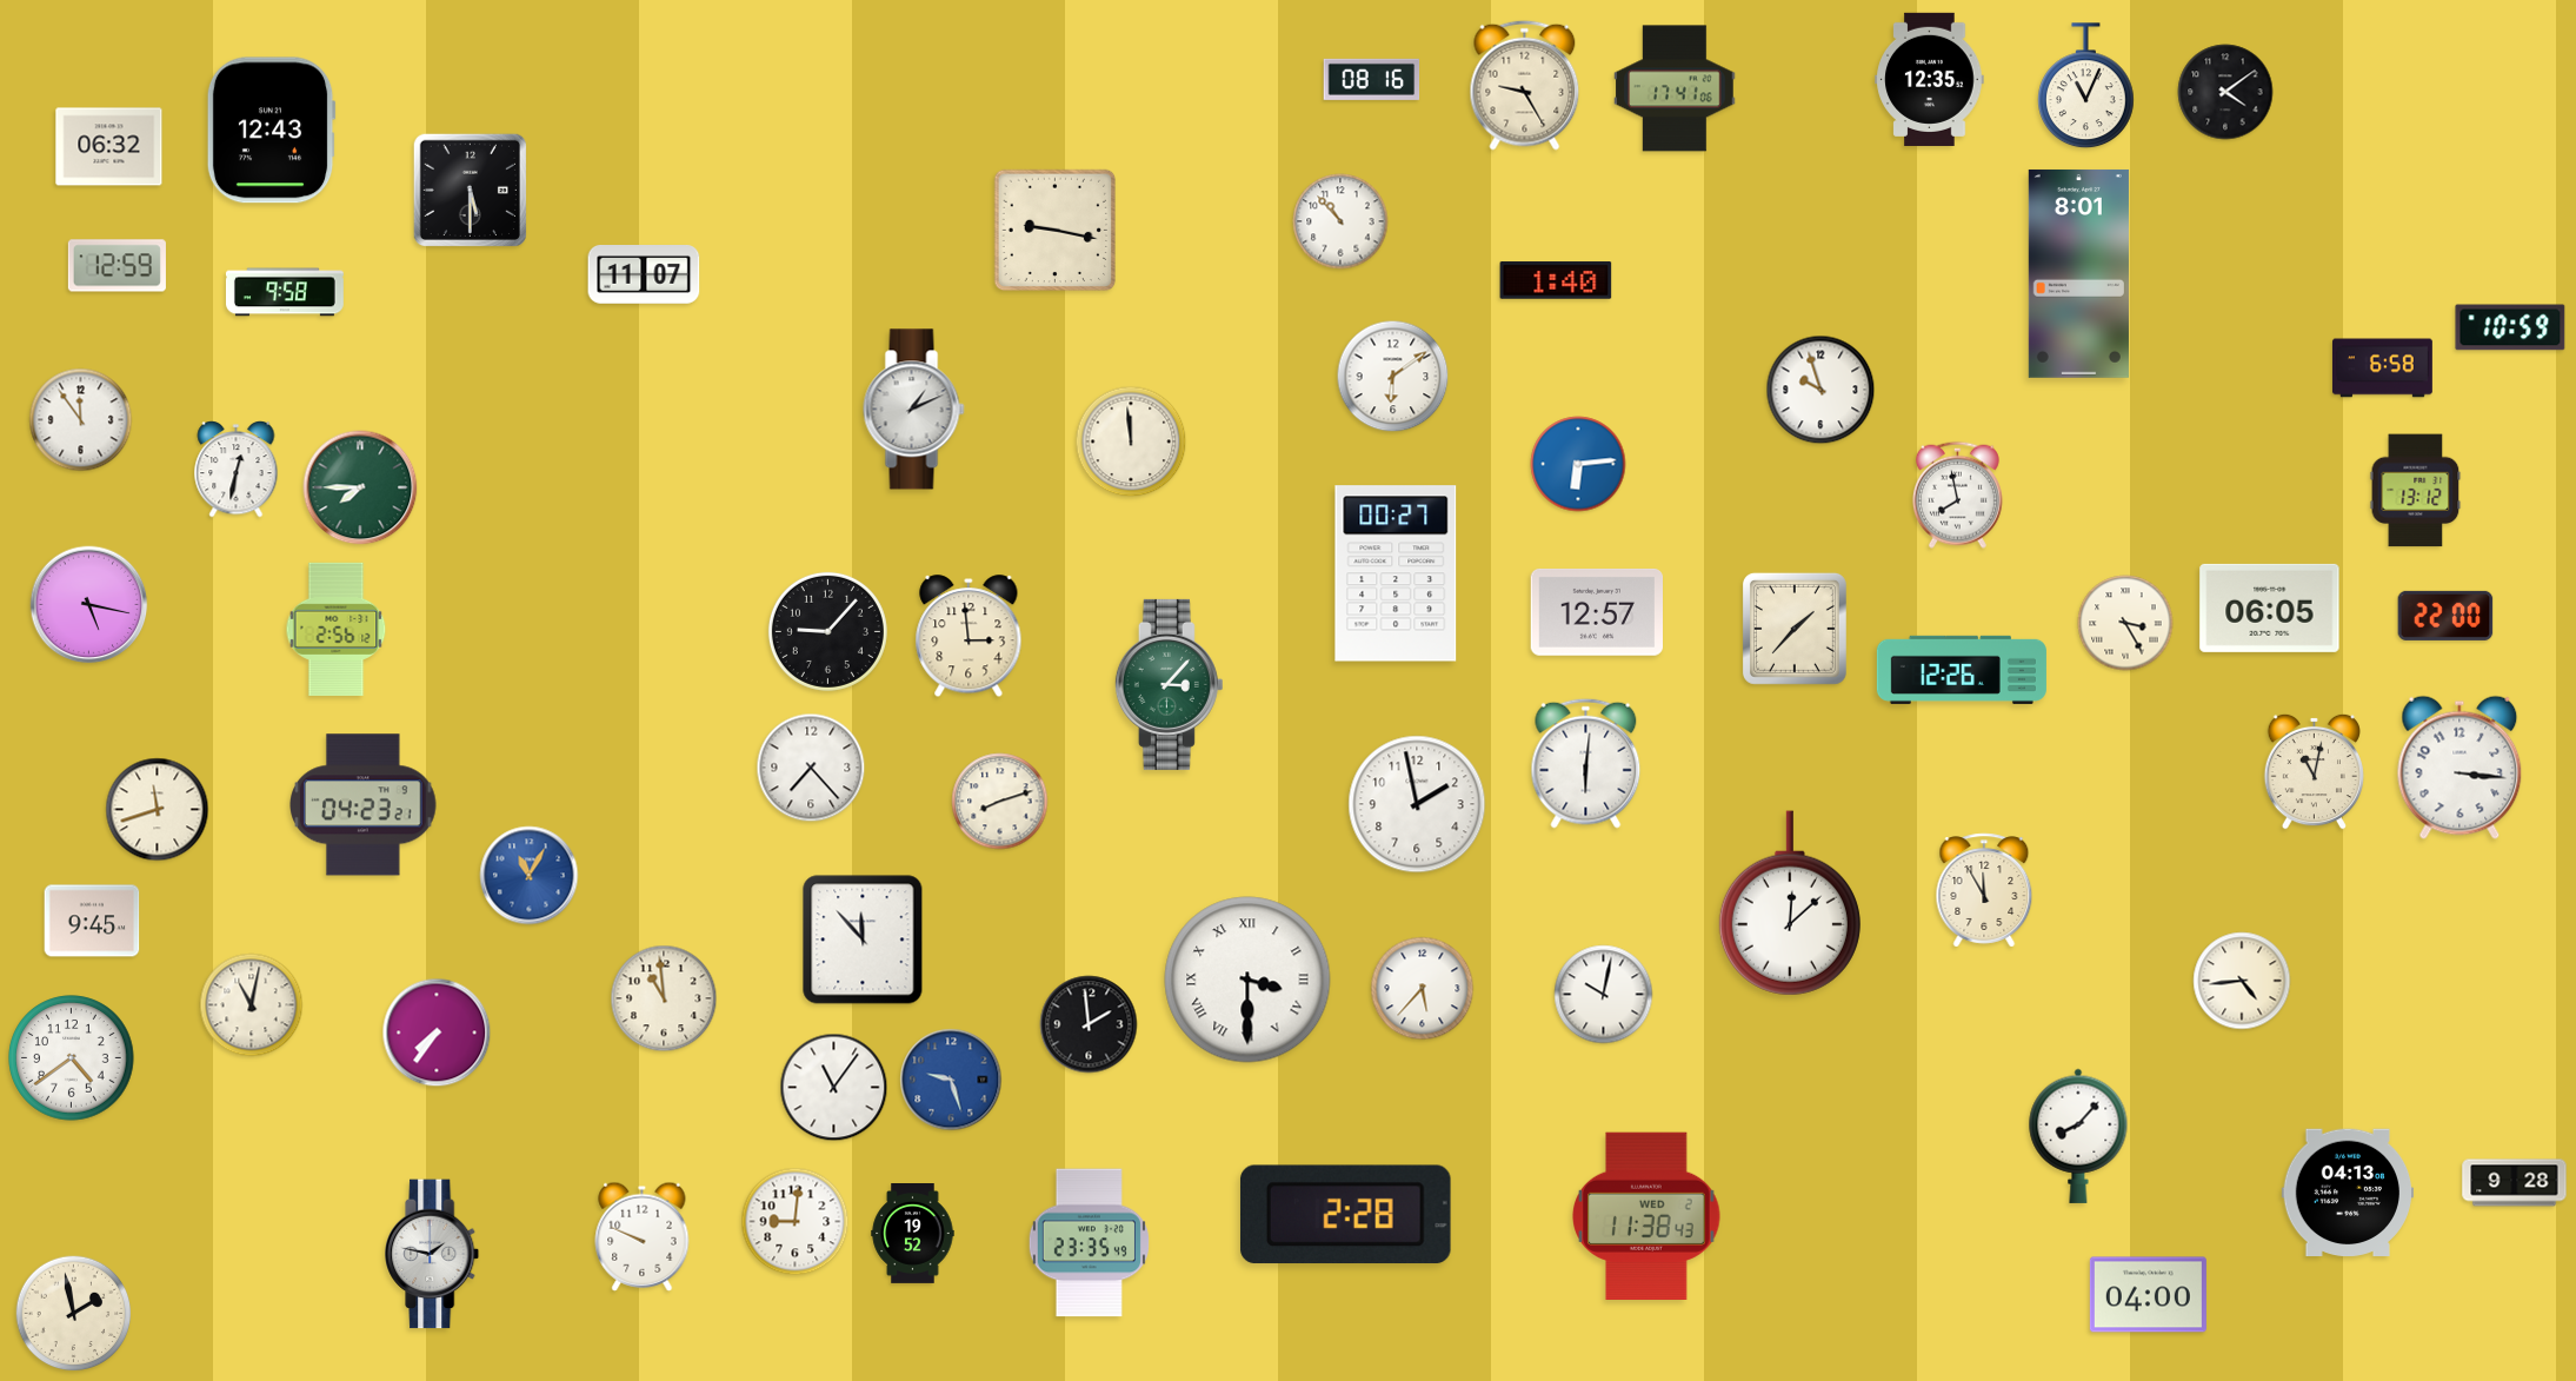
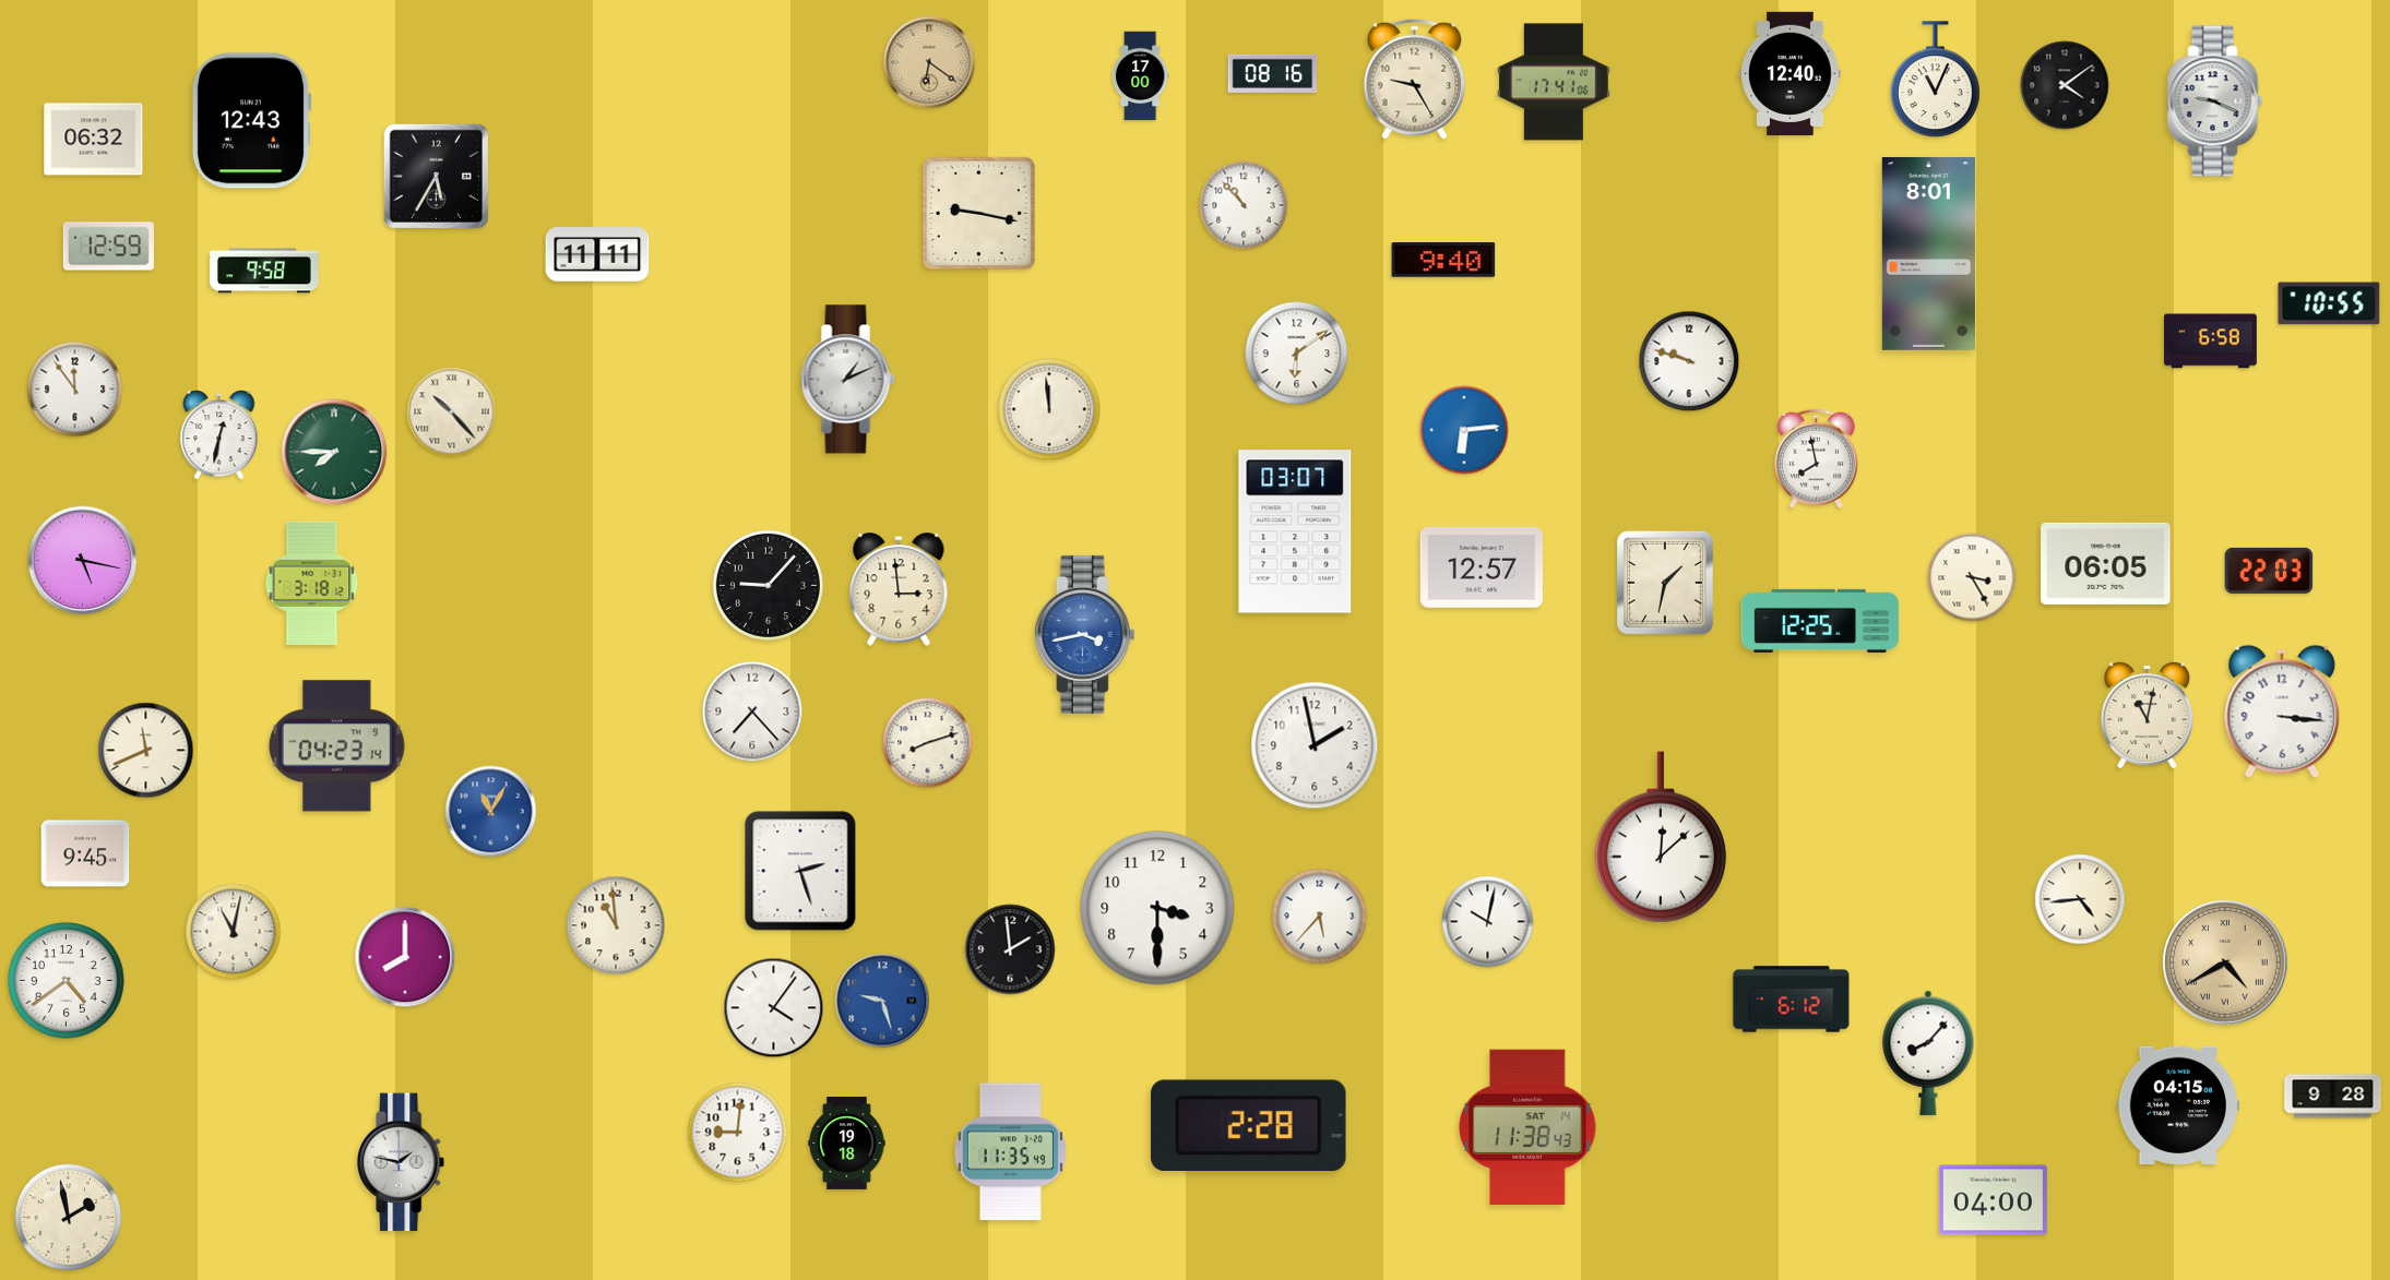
clock at (929, 62): none -> 6:21
clock at (1930, 79): 12:35 -> 12:40
clock at (1140, 76): none -> 17:00
clock at (2215, 101): none -> 9:19
clock at (109, 147) position: (109, 147) -> (94, 140)
clock at (470, 190): 5:30 -> 5:35
clock at (644, 274): 11:07 -> 11:11
clock at (1556, 280): 1:40 -> 9:40
clock at (2510, 327): 10:59 -> 10:55
clock at (1393, 377) position: (1393, 377) -> (1297, 354)
clock at (1820, 390): 9:57 -> 9:48
clock at (452, 412): none -> 10:23
clock at (2416, 491): 13:12 -> none
clock at (1396, 573): 00:27 -> 03:07
clock at (2445, 616): 22:00 -> 22:03
clock at (337, 629): 2:56 -> 3:18
clock at (1795, 629): 1:37 -> 1:32
clock at (1962, 670): 12:26 -> 12:25
clock at (1169, 684): 3:07 -> 3:43
clock at (1169, 684) dial: green -> blue
clock at (1586, 763): 6:01 -> none
clock at (364, 805): 04:23:21 -> 04:23:14
clock at (158, 810): 11:42 -> 11:41
clock at (1984, 890): 11:55 -> none
clock at (863, 940): 11:53 -> 2:27
clock at (1247, 980) numerals: Roman -> Arabic
clock at (2242, 981) position: (2242, 981) -> (2080, 899)
clock at (437, 1033): 7:36 -> 8:00
clock at (2225, 962): none -> 4:40
clock at (1792, 1000): none -> 6:12
clock at (834, 1088): 11:06 -> 4:06
clock at (2347, 1193): 04:13 -> 04:15
clock at (1646, 1215) date: WED 2 -> SAT 14
clock at (913, 1234): 19:52 -> 19:18
clock at (643, 1236): 9:49 -> none
clock at (1089, 1243): 23:35 -> 11:35
